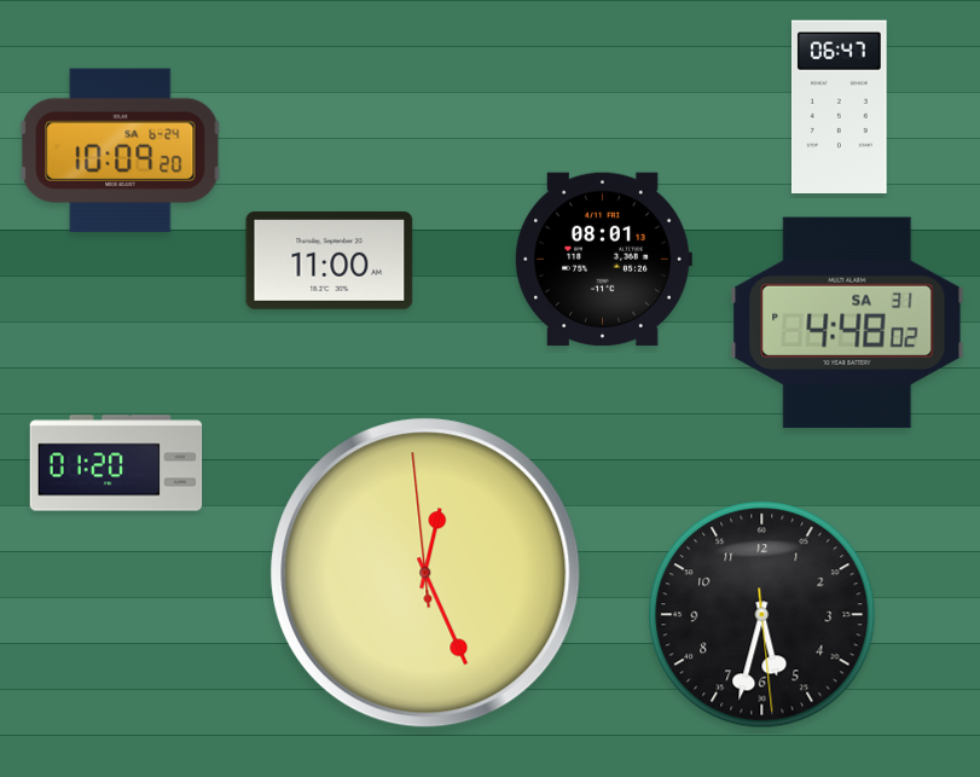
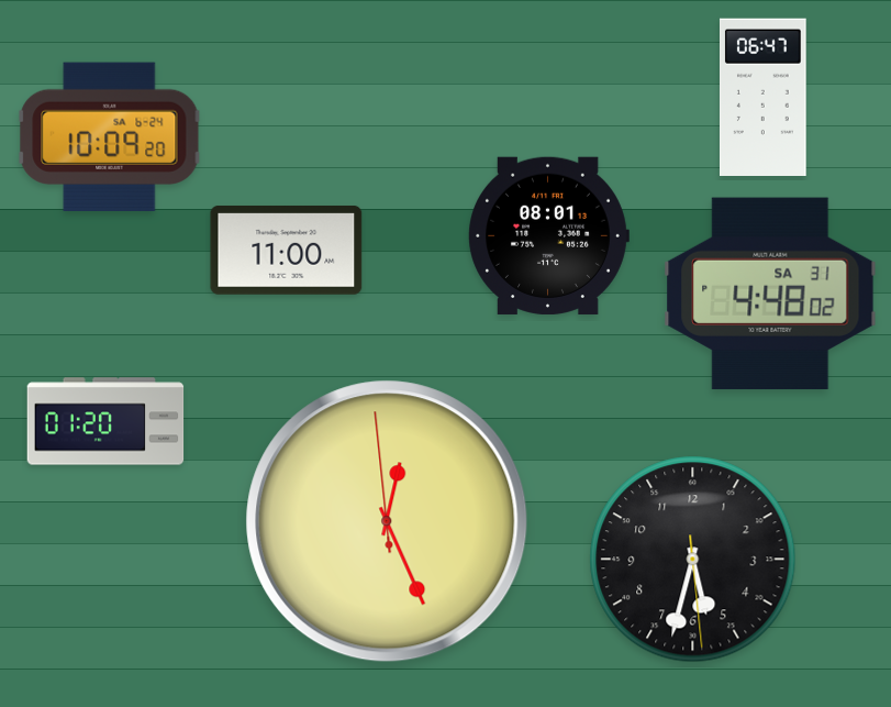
clock at (330, 260) position: (330, 260) -> (287, 250)
